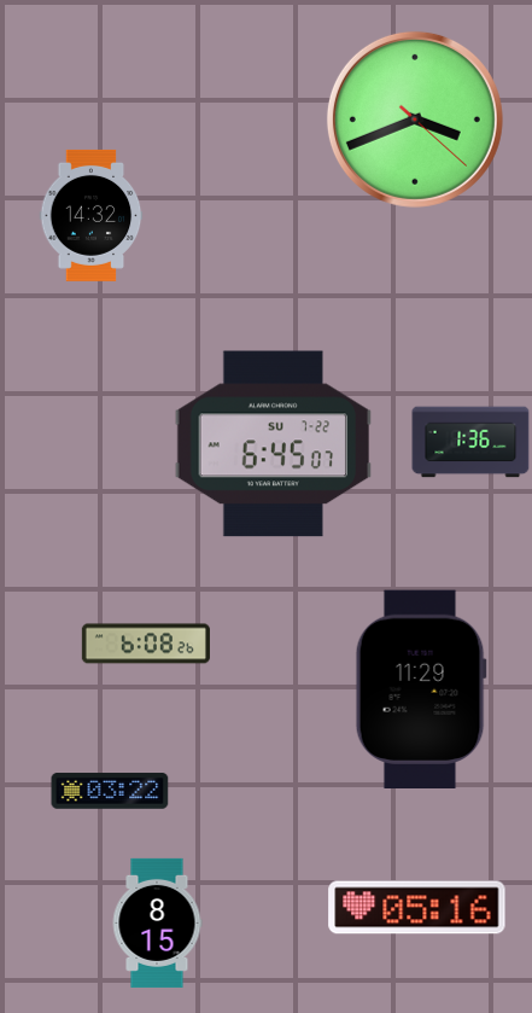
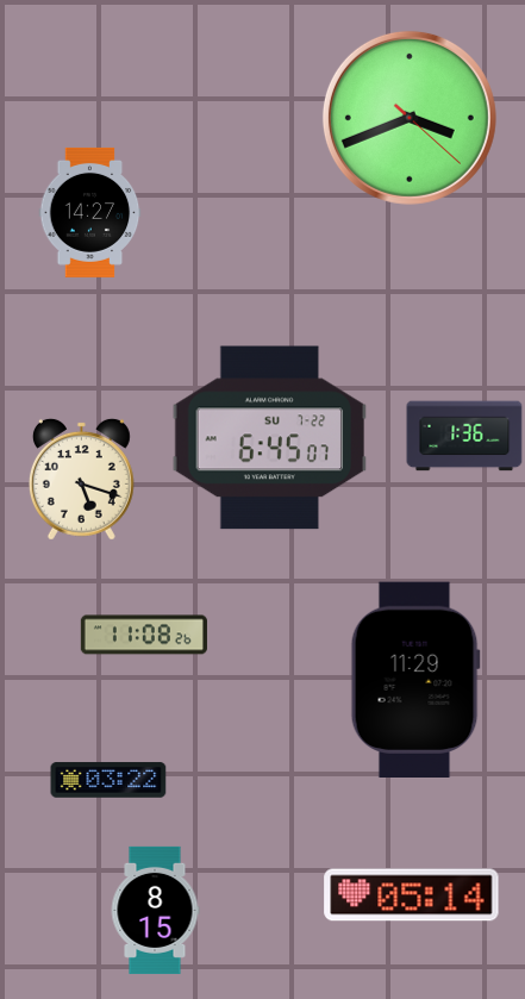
clock at (92, 215): 14:32 -> 14:27
clock at (81, 479): none -> 5:18
clock at (146, 644): 6:08 -> 11:08
clock at (417, 908): 05:16 -> 05:14
